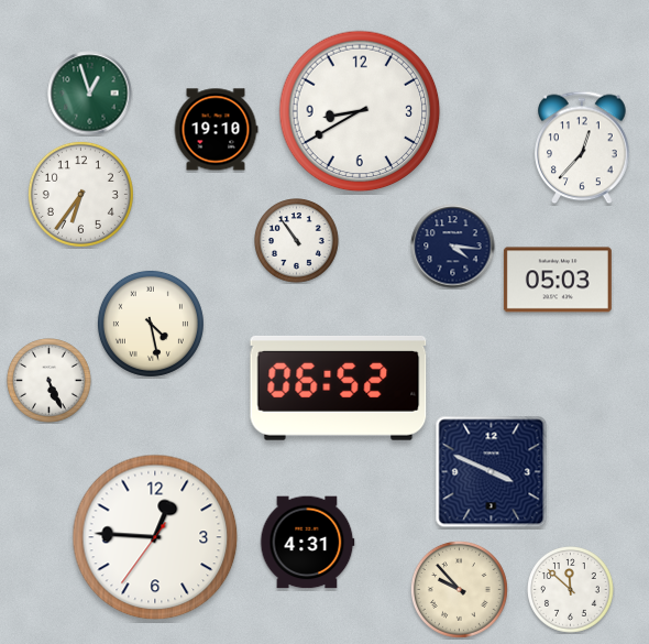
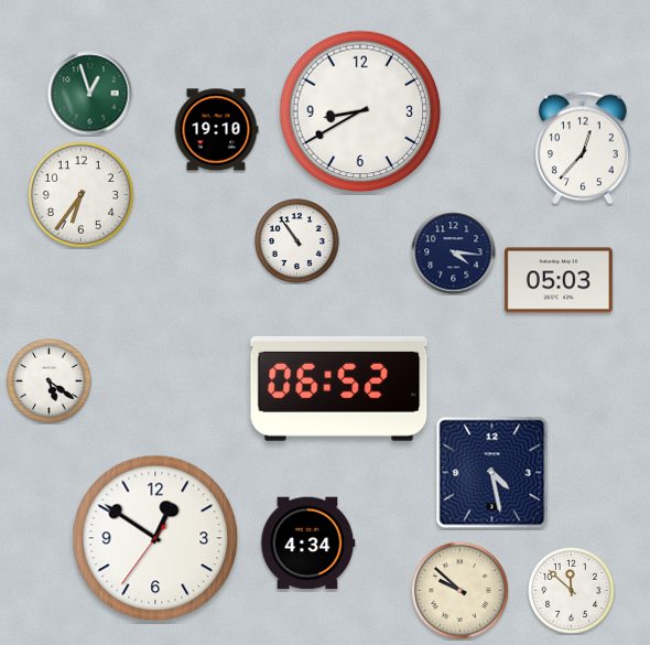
clock at (453, 247) position: (453, 247) -> (454, 252)
clock at (151, 324): 4:28 -> none
clock at (50, 381): 5:26 -> 5:21
clock at (492, 472): 3:49 -> 4:28
clock at (155, 537): 12:45 -> 12:50
clock at (307, 543): 4:31 -> 4:34
clock at (459, 589): 9:53 -> 9:52
